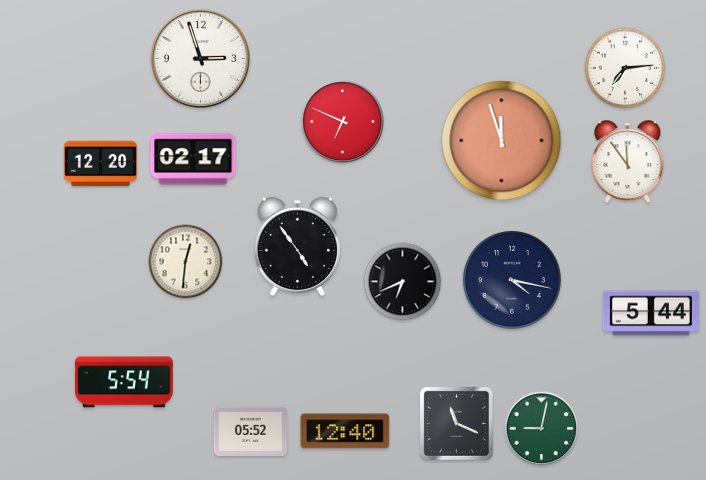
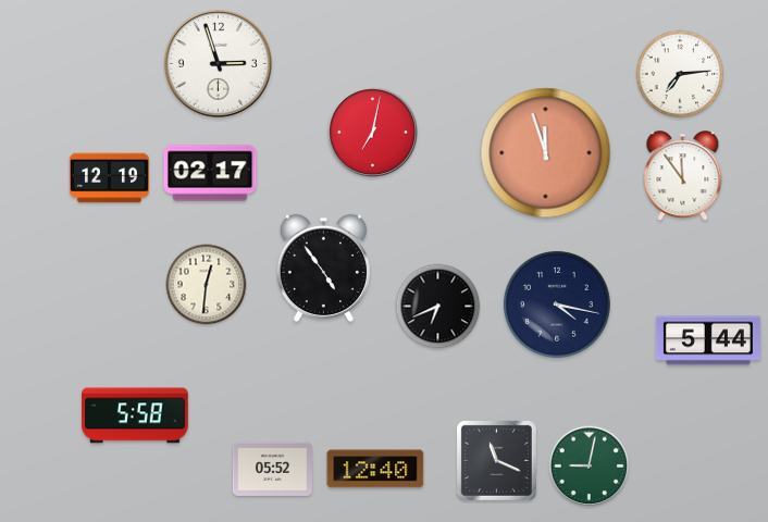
clock at (342, 121): 6:49 -> 7:02
clock at (100, 164): 12:20 -> 12:19
clock at (186, 262) position: (186, 262) -> (207, 285)
clock at (125, 382): 5:54 -> 5:58
